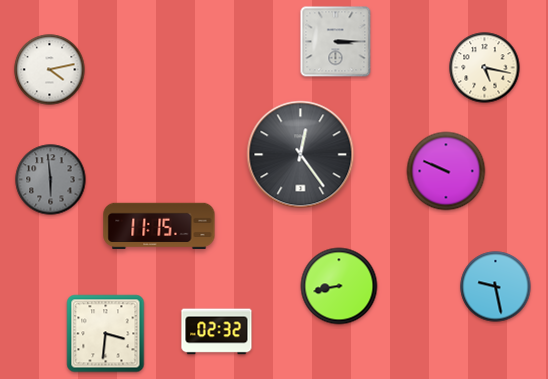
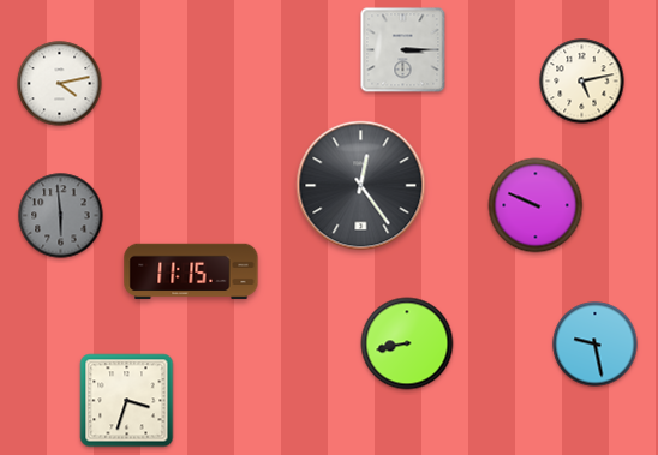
clock at (485, 68): 5:17 -> 5:13
clock at (217, 332): 02:32 -> none
clock at (106, 334): 3:31 -> 3:33
